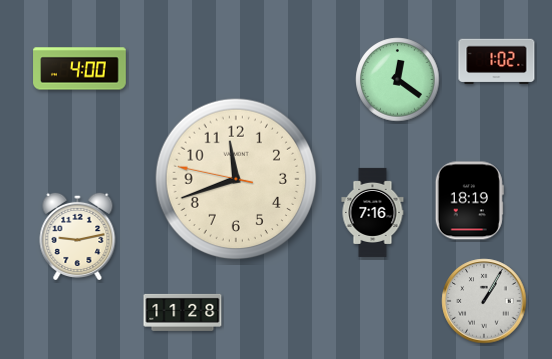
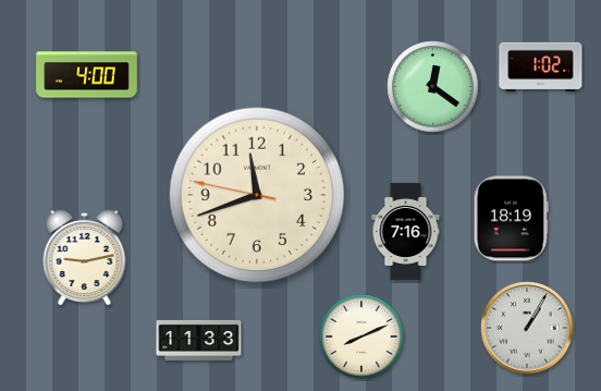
clock at (361, 337): none -> 8:11
clock at (183, 312): 11:28 -> 11:33
